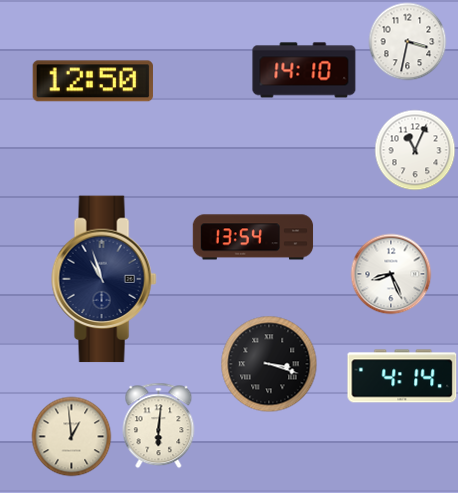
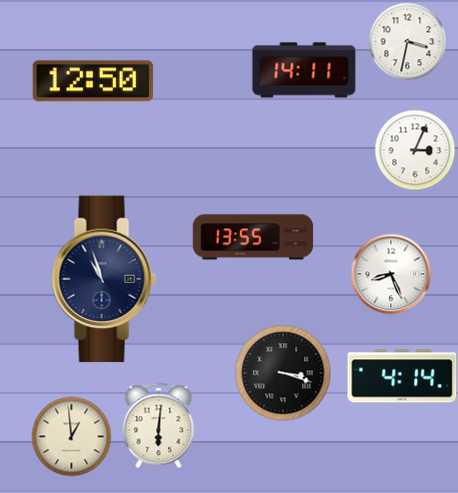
clock at (304, 70): 14:10 -> 14:11
clock at (415, 150): 11:04 -> 3:04
clock at (253, 237): 13:54 -> 13:55
clock at (269, 364) position: (269, 364) -> (283, 373)
